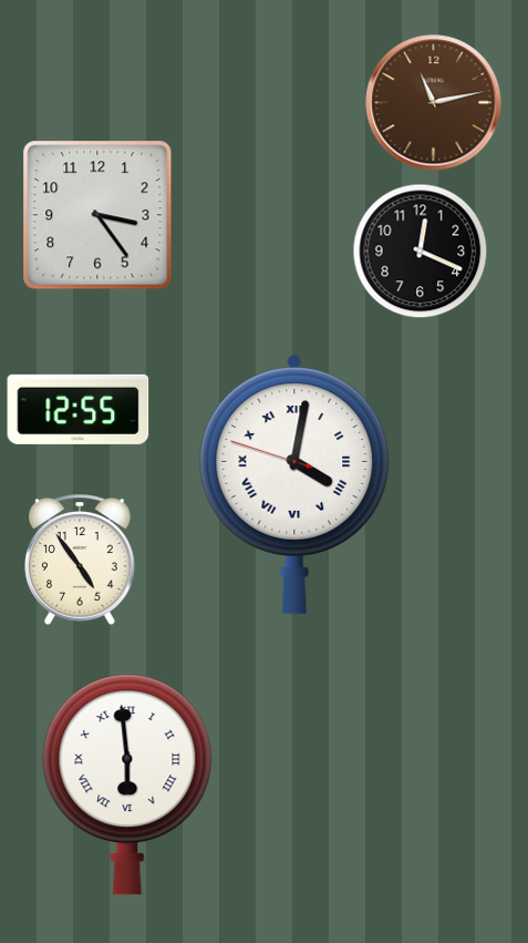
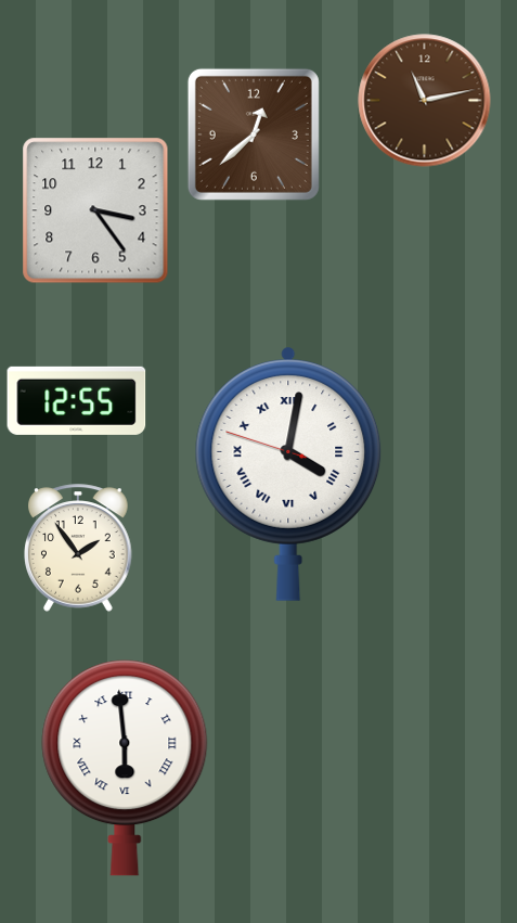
clock at (254, 134): none -> 12:38
clock at (421, 252): 12:19 -> none
clock at (80, 560): 4:54 -> 1:54
